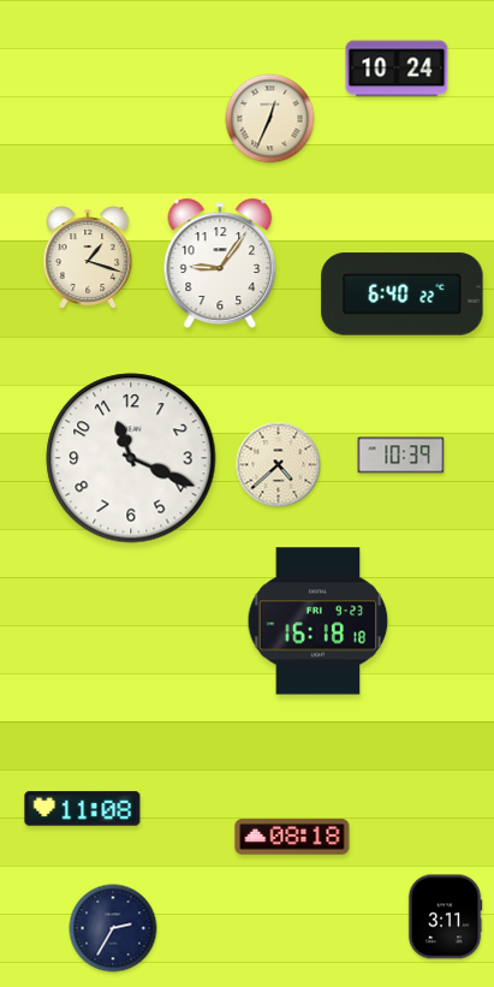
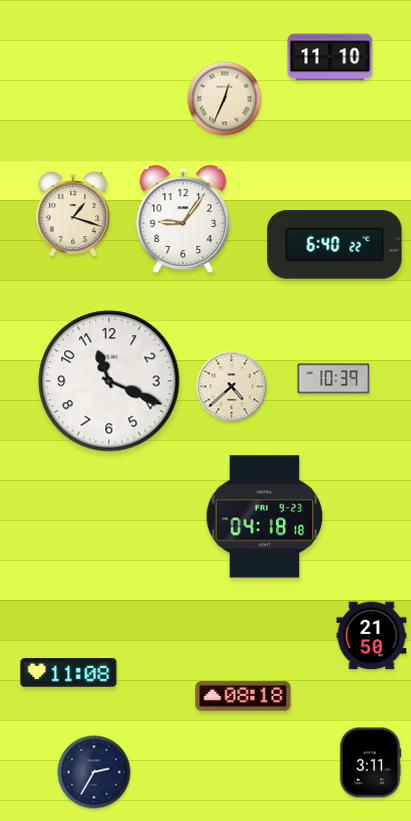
clock at (397, 69): 10:24 -> 11:10
clock at (319, 622): 16:18 -> 04:18
clock at (372, 636): none -> 21:50
